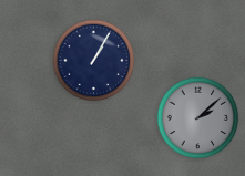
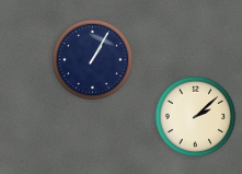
clock at (198, 118) dial: grey -> cream
